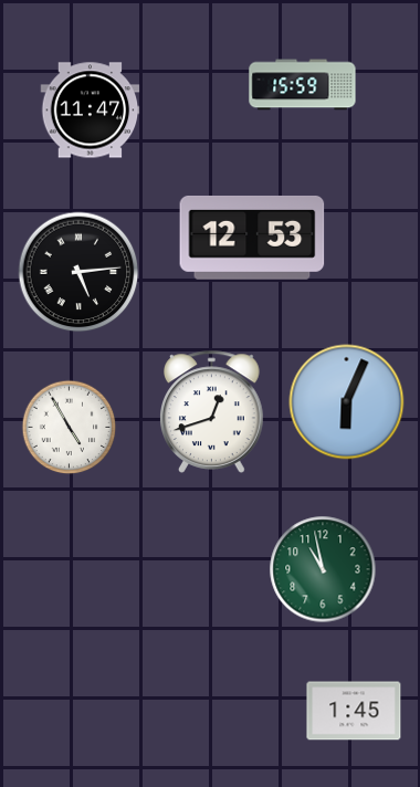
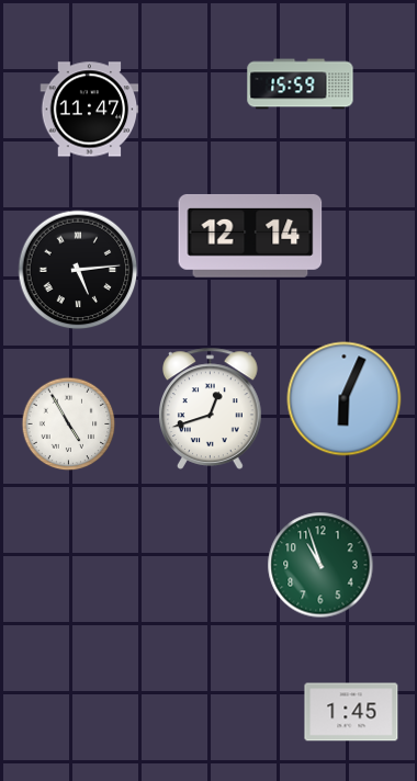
clock at (252, 238): 12:53 -> 12:14
clock at (323, 569): 10:58 -> 10:57
clock at (354, 711) position: (354, 711) -> (351, 712)
